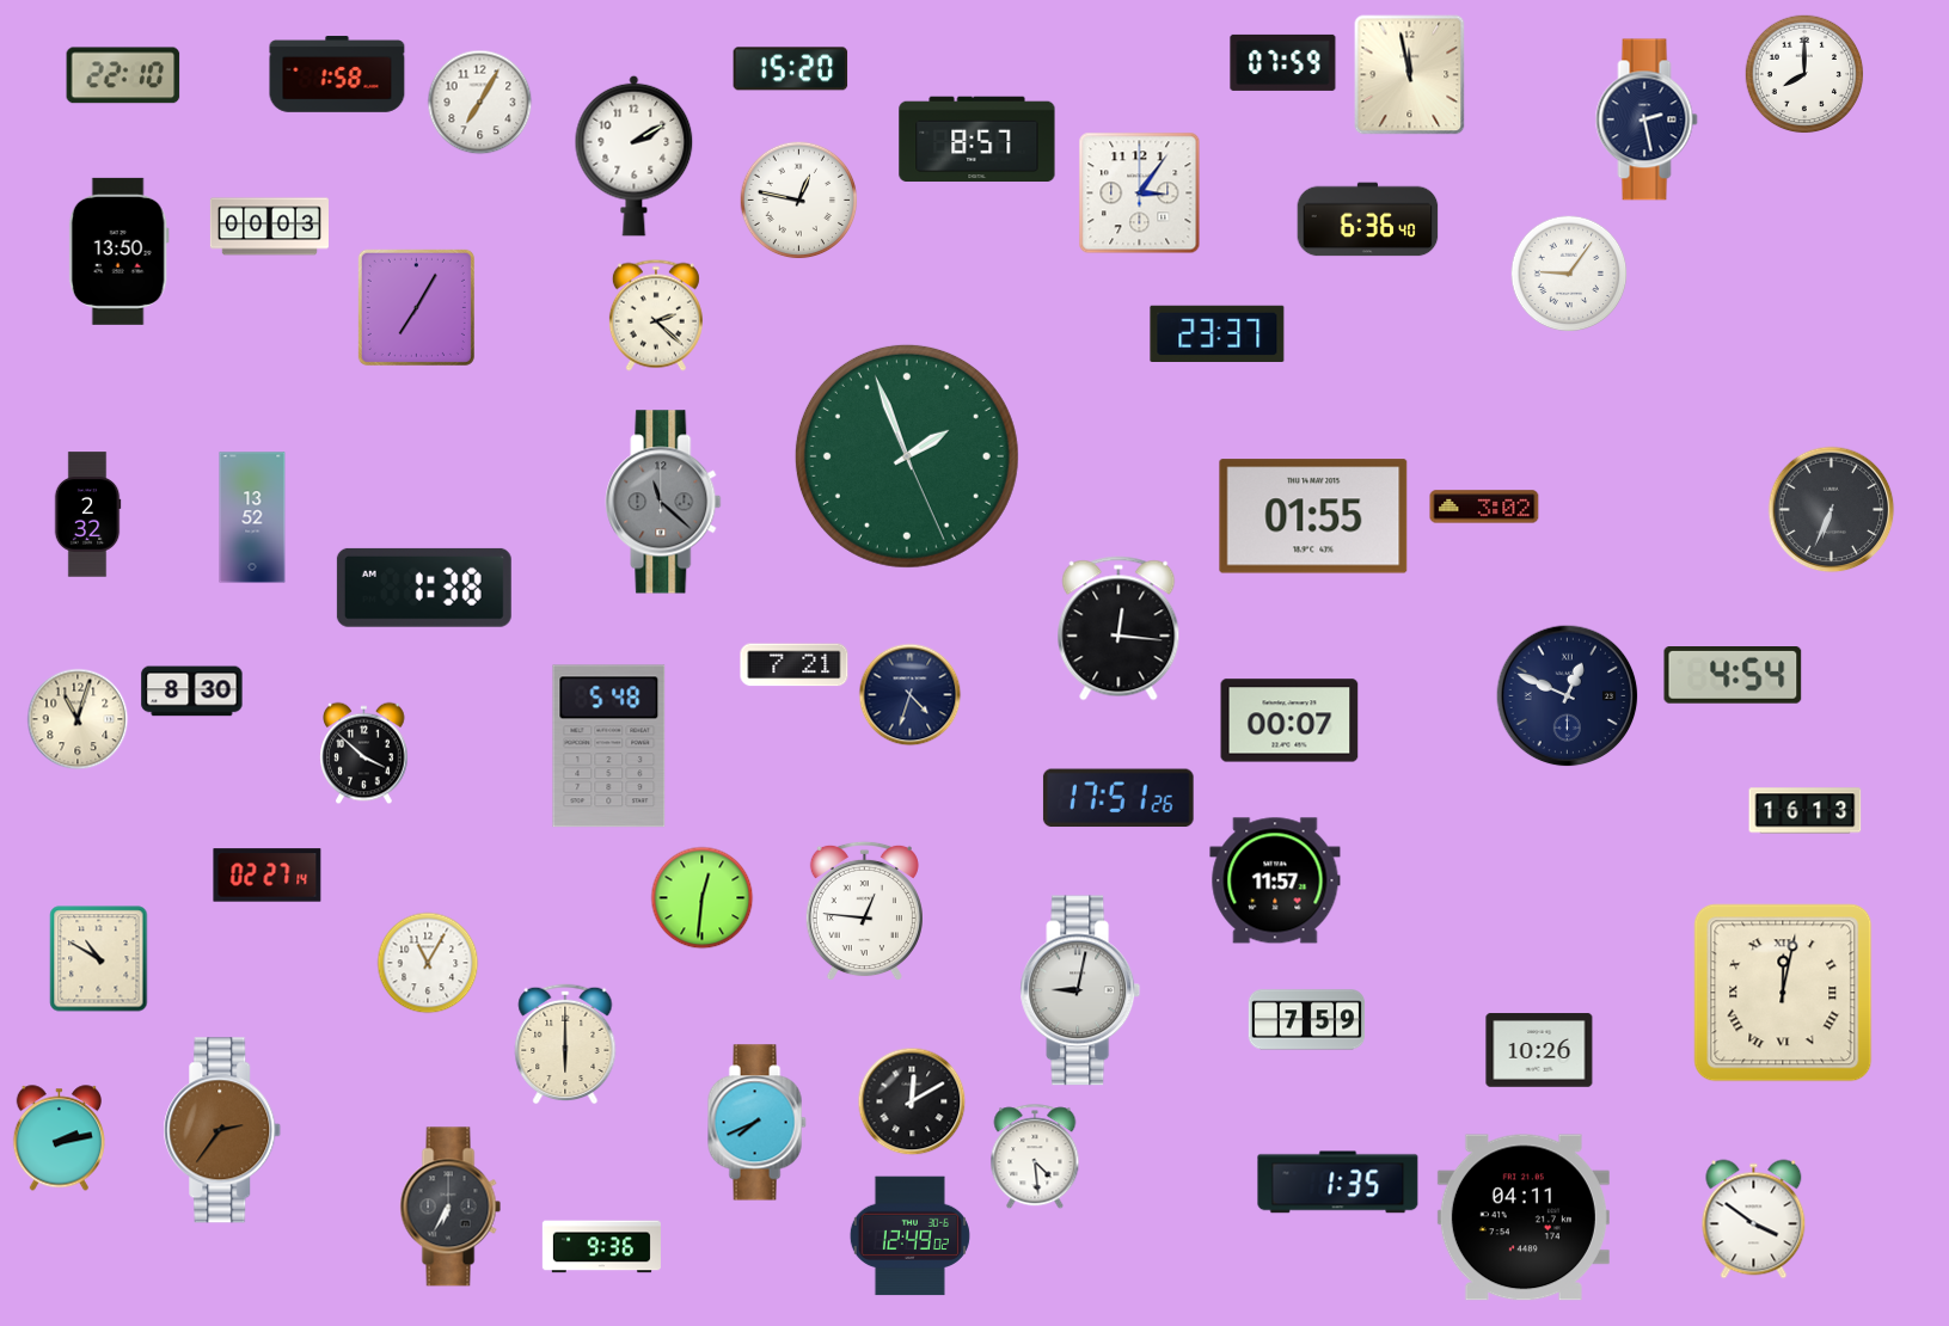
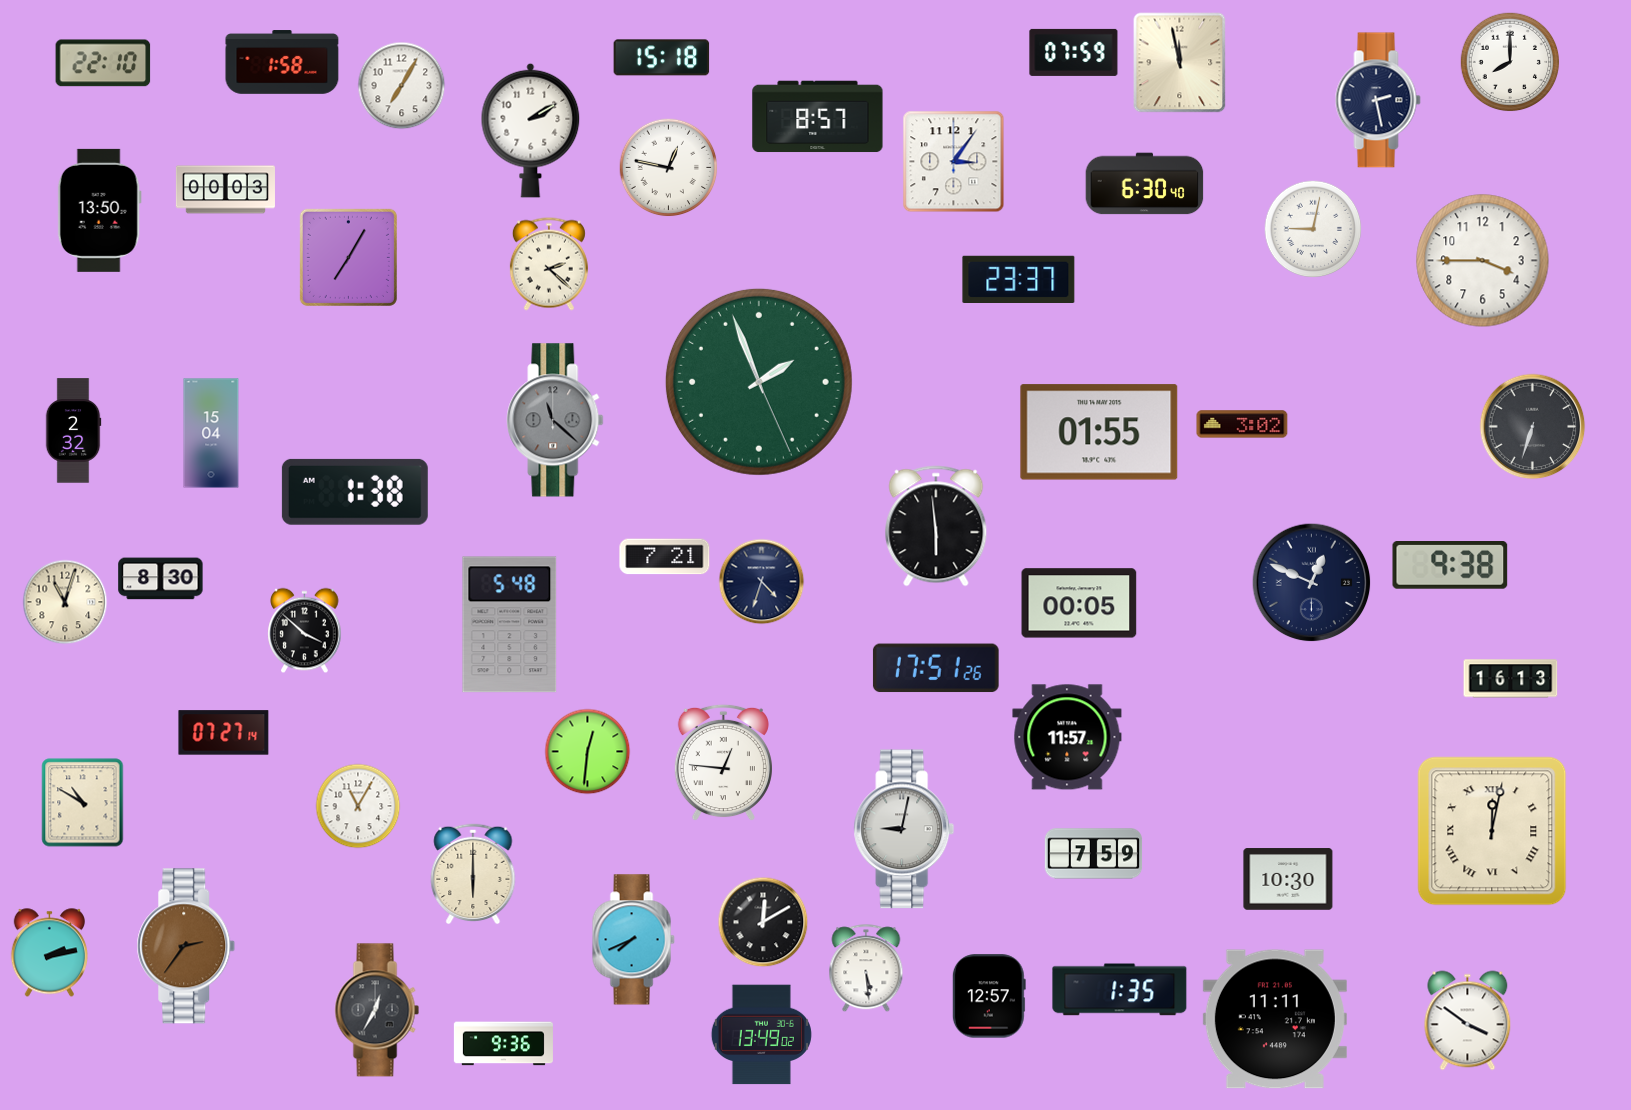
clock at (791, 69): 15:20 -> 15:18
clock at (1368, 220): 6:36 -> 6:30
clock at (1569, 274): 9:06 -> 9:02
clock at (1483, 261): none -> 3:45
clock at (1832, 510): 6:34 -> 6:33
clock at (252, 517): 13:52 -> 15:04
clock at (1118, 628): 12:16 -> 5:59
clock at (1733, 676): 4:54 -> 9:38
clock at (1289, 720): 00:07 -> 00:05
clock at (268, 876): 02:27 -> 07:27
clock at (1539, 1050): 10:26 -> 10:30
clock at (1035, 1158): 4:29 -> 5:29
clock at (989, 996): none -> 12:57
clock at (451, 1207): 6:35 -> 12:35
clock at (1524, 1217): 04:11 -> 11:11
clock at (909, 1236): 12:49 -> 13:49
